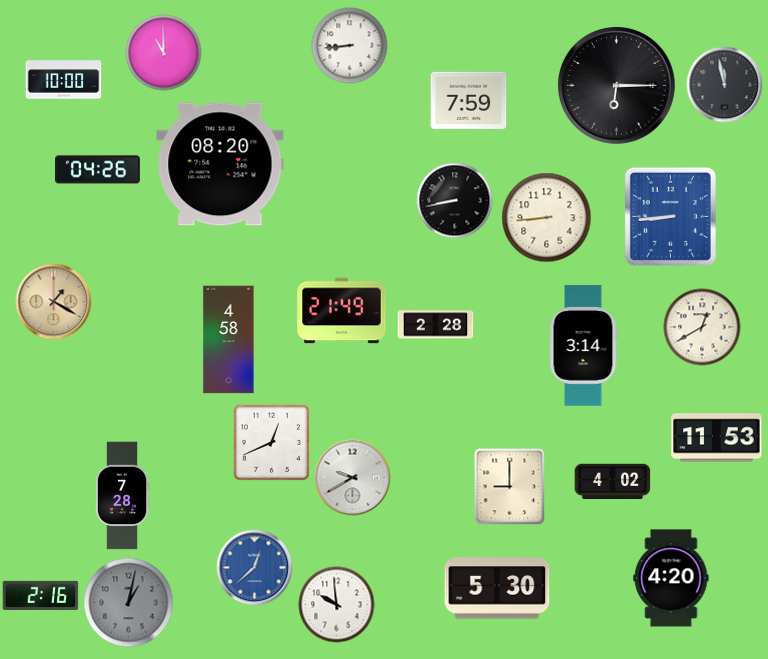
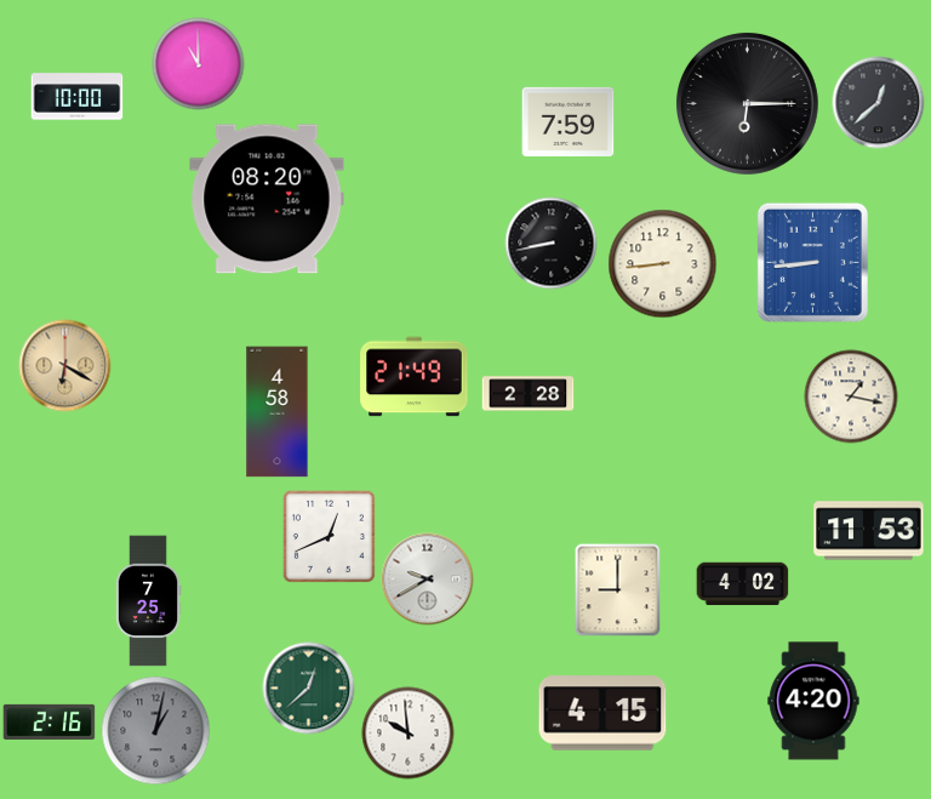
clock at (350, 46): 8:44 -> none
clock at (725, 85): 11:58 -> 12:38
clock at (98, 170): 04:26 -> none
clock at (54, 302): 1:20 -> 6:20
clock at (702, 327): 12:40 -> 1:17
clock at (583, 346): 3:14 -> none
clock at (122, 496): 7:28 -> 7:25
clock at (255, 568) dial: blue -> green
clock at (497, 588): 5:30 -> 4:15
